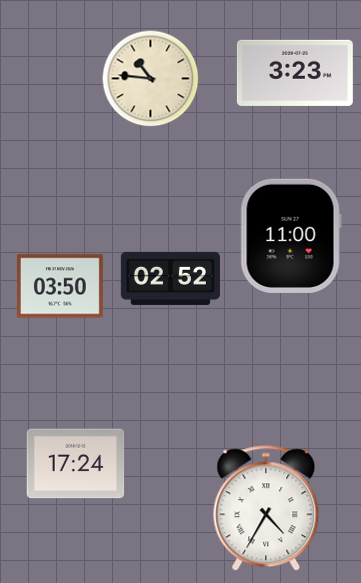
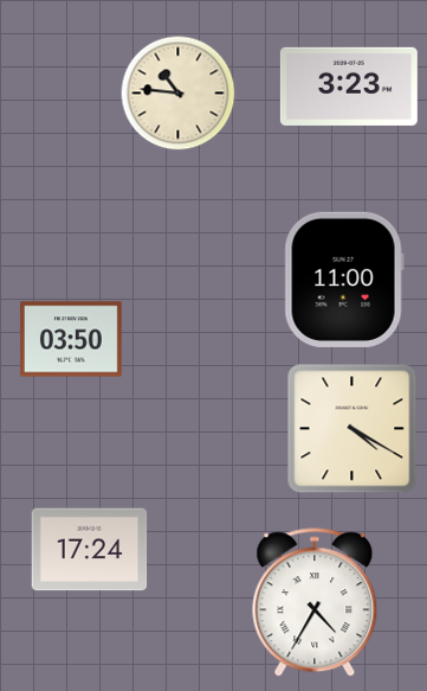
clock at (170, 278): 02:52 -> none
clock at (352, 429): none -> 4:20
